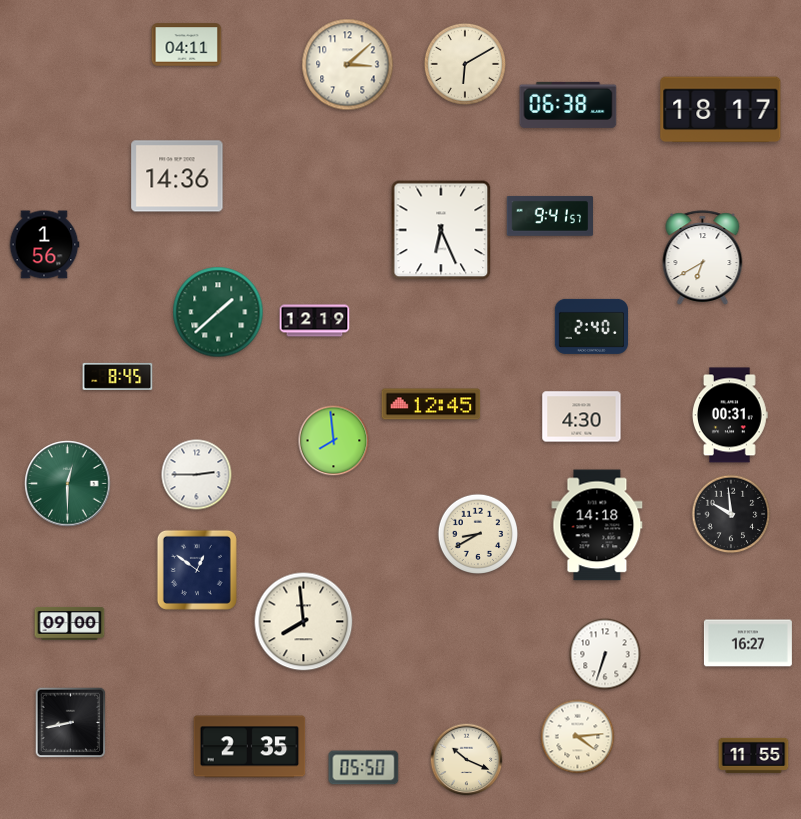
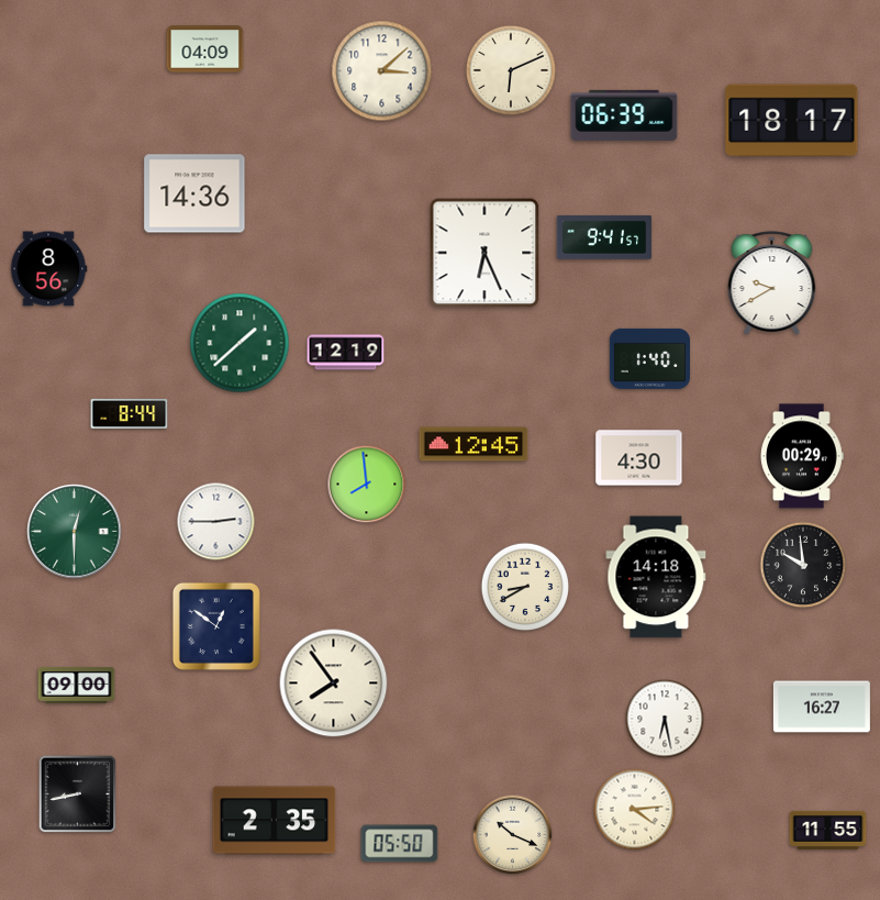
clock at (187, 45): 04:11 -> 04:09
clock at (465, 64): 6:10 -> 6:11
clock at (568, 105): 06:38 -> 06:39
clock at (44, 245): 1:56 -> 8:56
clock at (703, 258): 6:40 -> 9:40
clock at (591, 326): 2:40 -> 1:40
clock at (118, 376): 8:45 -> 8:44
clock at (730, 415): 00:31 -> 00:29
clock at (304, 622): 7:59 -> 7:54
clock at (605, 654): 6:33 -> 6:28
